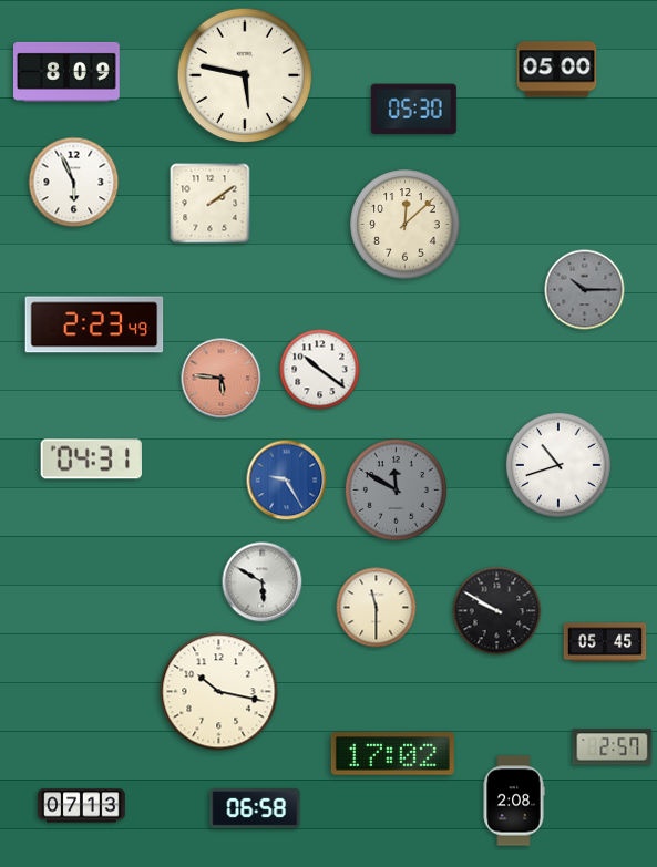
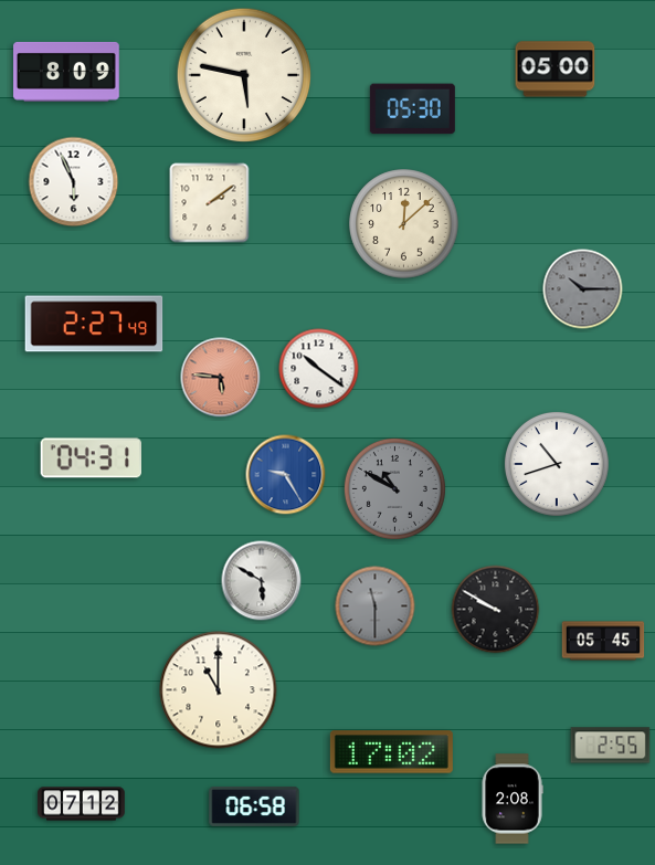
clock at (94, 324): 2:23 -> 2:27
clock at (287, 481) position: (287, 481) -> (286, 475)
clock at (396, 489): 11:50 -> 10:50
clock at (377, 608) dial: cream -> grey
clock at (219, 692): 10:17 -> 11:00
clock at (613, 747): 2:57 -> 2:55
clock at (82, 806): 07:13 -> 07:12
